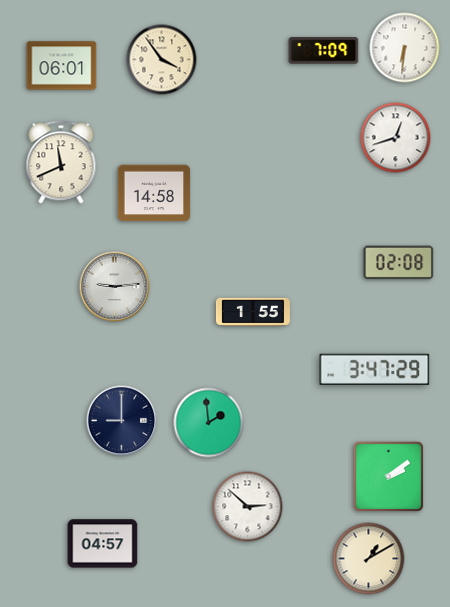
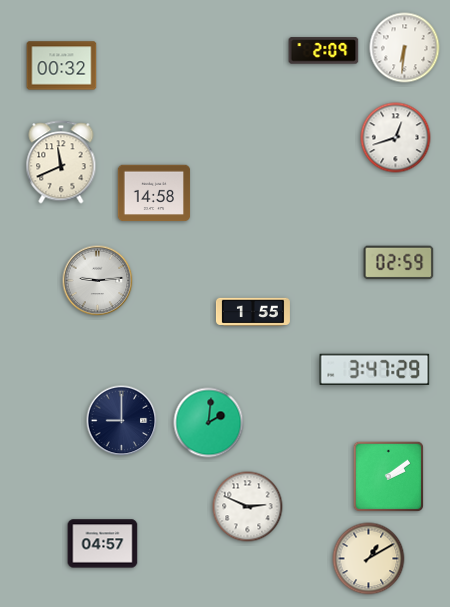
clock at (324, 51): 7:09 -> 2:09
clock at (162, 60): 3:54 -> none
clock at (62, 66): 06:01 -> 00:32
clock at (399, 263): 02:08 -> 02:59
clock at (115, 287) position: (115, 287) -> (98, 281)
clock at (209, 423): 1:59 -> 2:01
clock at (248, 507): 2:52 -> 2:49
